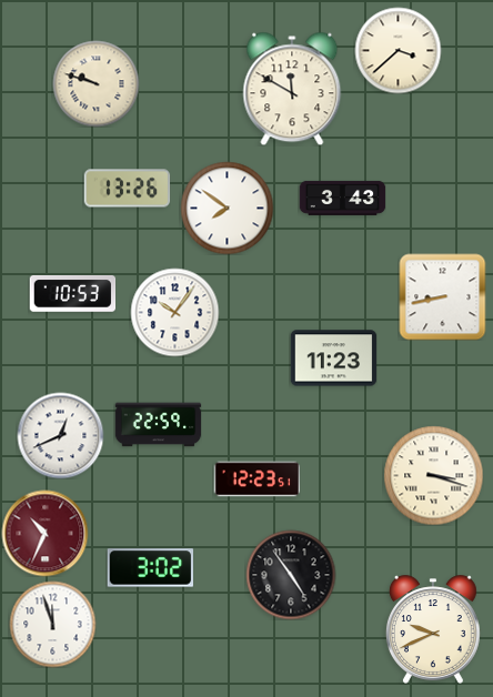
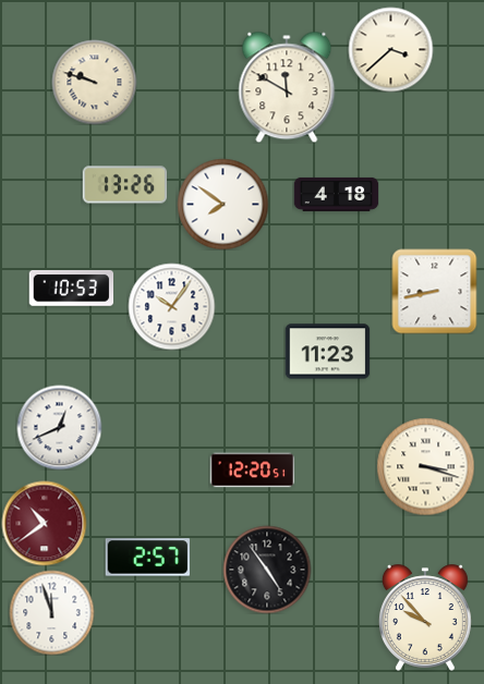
clock at (342, 198): 3:43 -> 4:18
clock at (158, 425): 22:59 -> none
clock at (256, 479): 12:23 -> 12:20
clock at (44, 533): 10:34 -> 10:39
clock at (150, 568): 3:02 -> 2:57
clock at (291, 575) position: (291, 575) -> (267, 570)
clock at (433, 629): 9:41 -> 9:53
